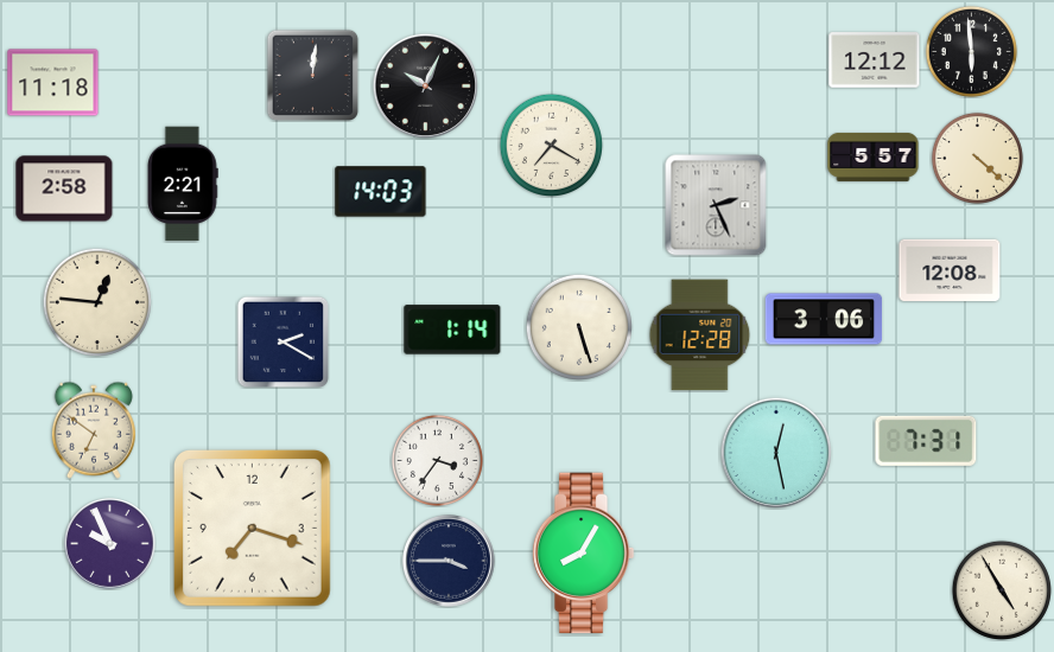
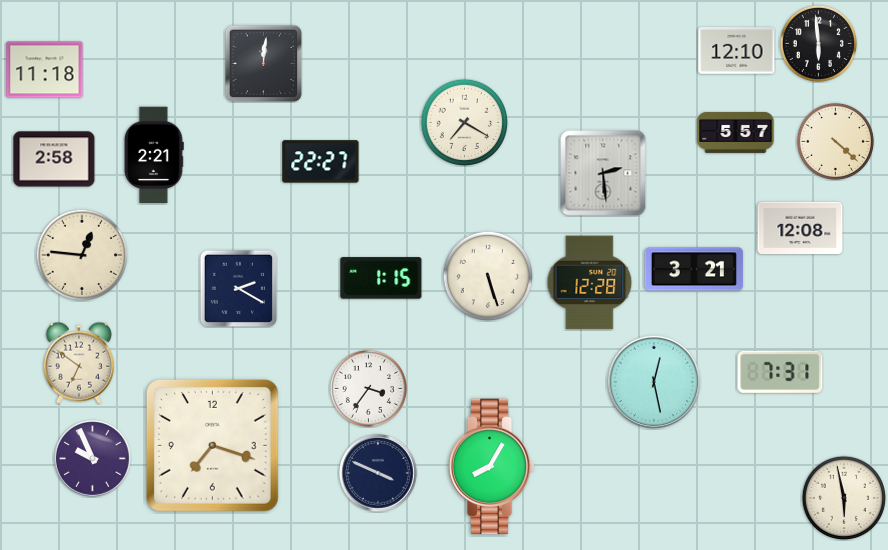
clock at (875, 60): 12:12 -> 12:10
clock at (425, 85): 10:04 -> none
clock at (977, 158) position: (977, 158) -> (835, 141)
clock at (381, 192): 14:03 -> 22:27
clock at (716, 205): 2:26 -> 2:29
clock at (824, 319): 3:06 -> 3:21
clock at (452, 330): 1:14 -> 1:15
clock at (450, 562): 3:45 -> 3:49
clock at (1001, 589): 4:55 -> 5:58
